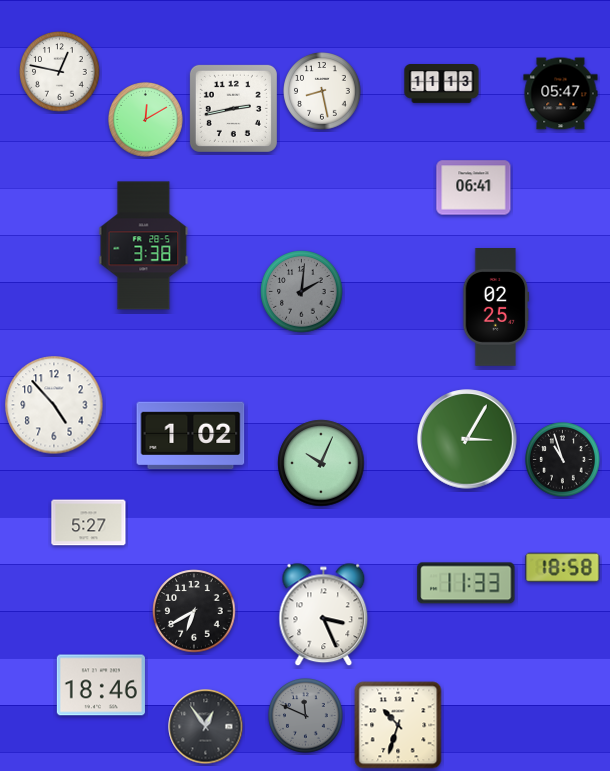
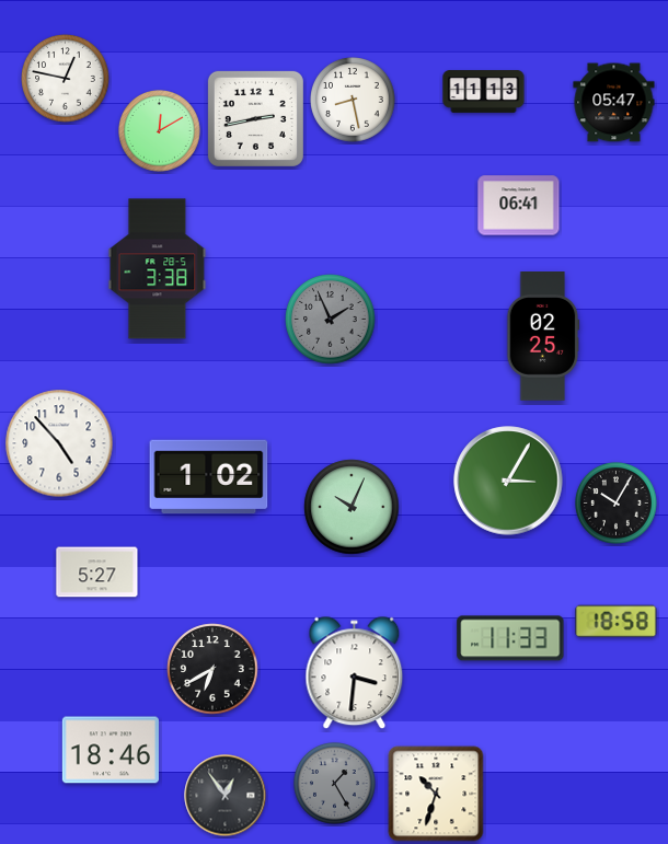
clock at (302, 292): 2:01 -> 1:56
clock at (467, 439) position: (467, 439) -> (508, 481)
clock at (563, 460): 10:57 -> 10:05
clock at (324, 615): 3:26 -> 3:31
clock at (306, 716): 11:49 -> 1:25
